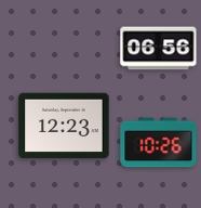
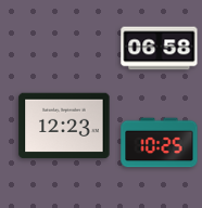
clock at (159, 49): 06:56 -> 06:58
clock at (159, 143): 10:26 -> 10:25
